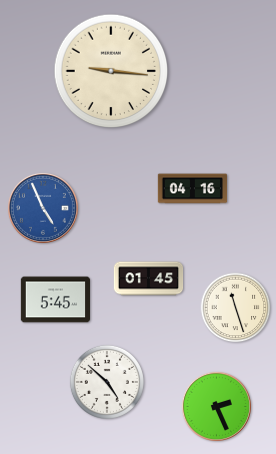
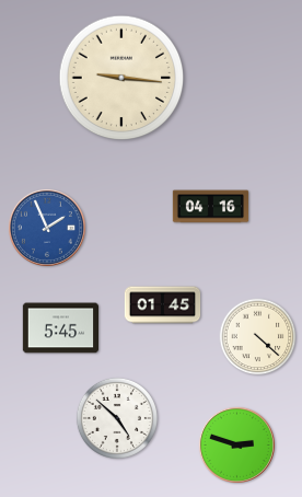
clock at (43, 208): 4:56 -> 1:56
clock at (236, 308): 11:27 -> 4:22
clock at (216, 406): 2:26 -> 2:48
